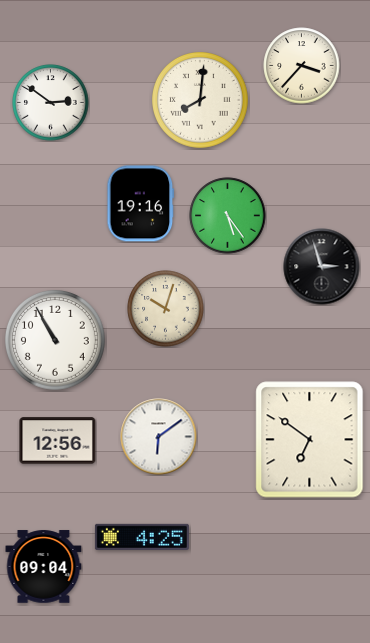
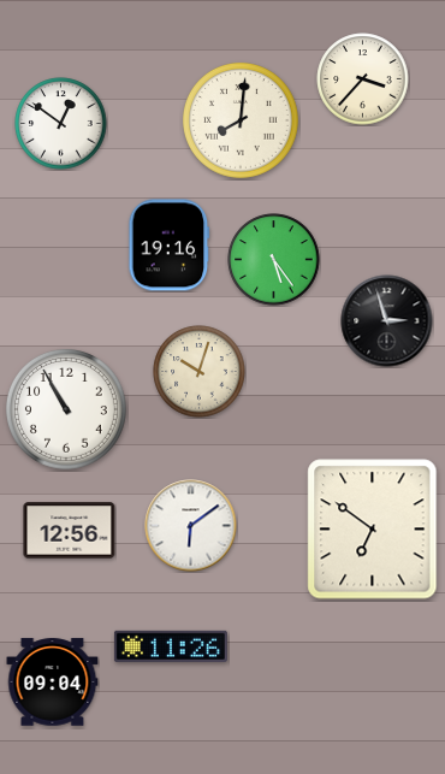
clock at (51, 103): 2:51 -> 12:51
clock at (142, 537): 4:25 -> 11:26
